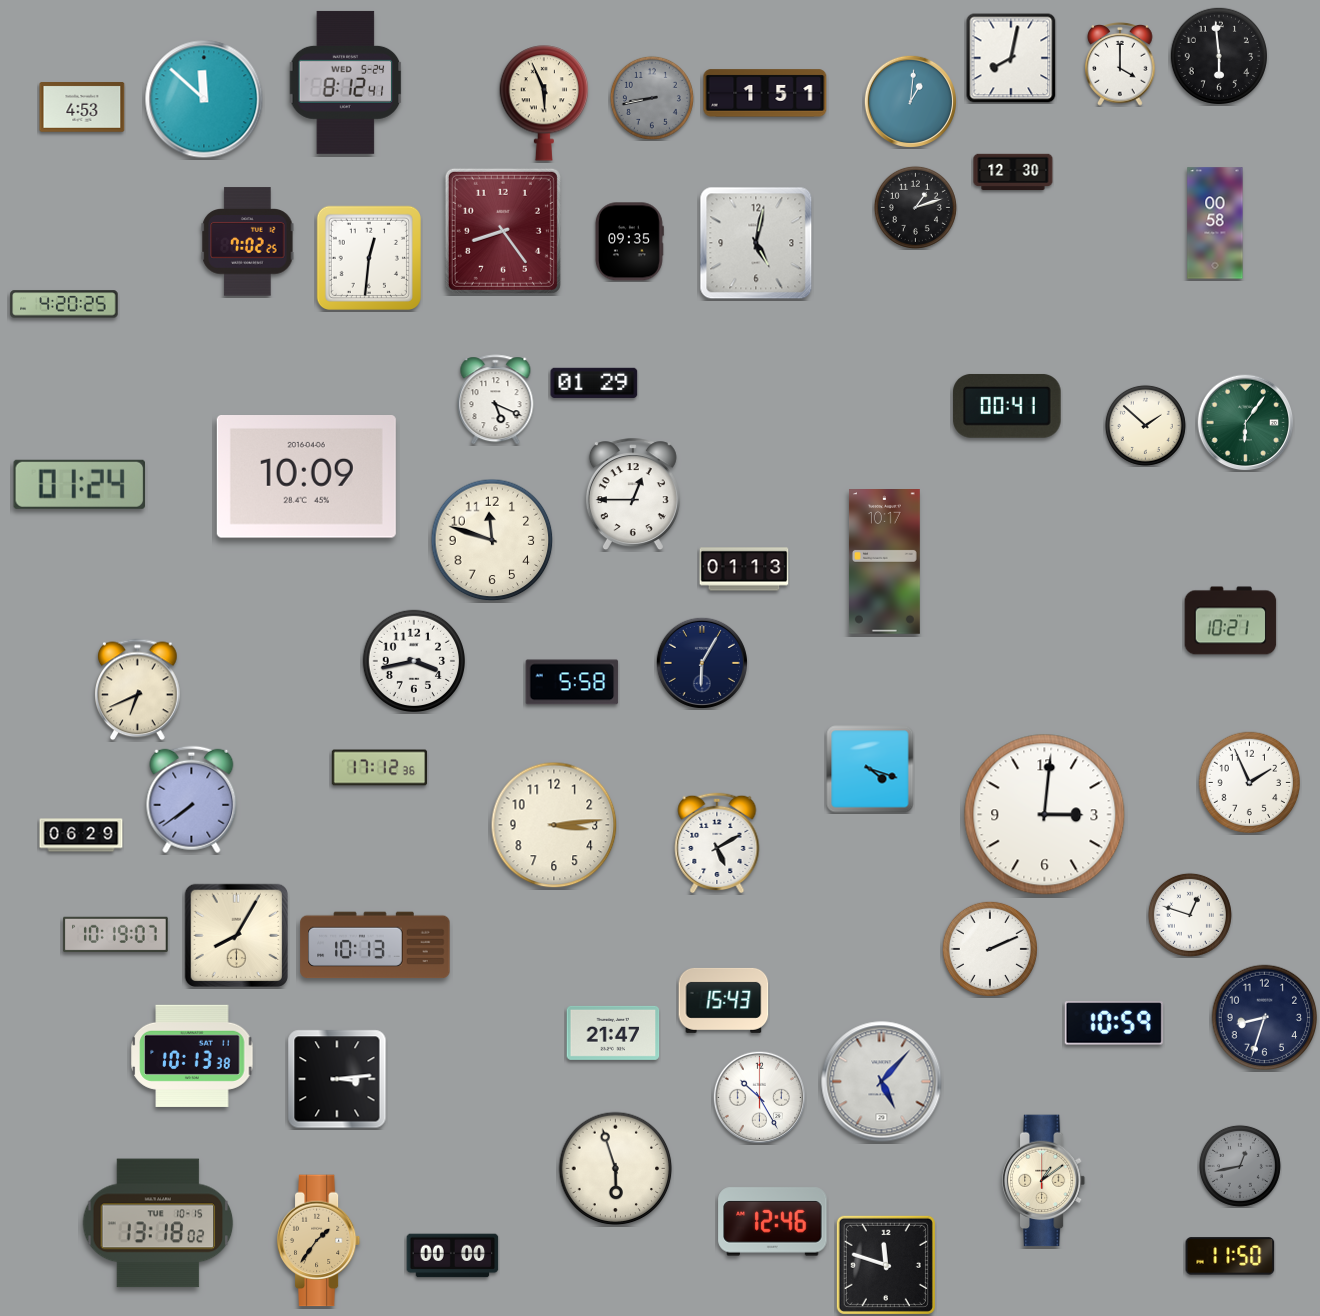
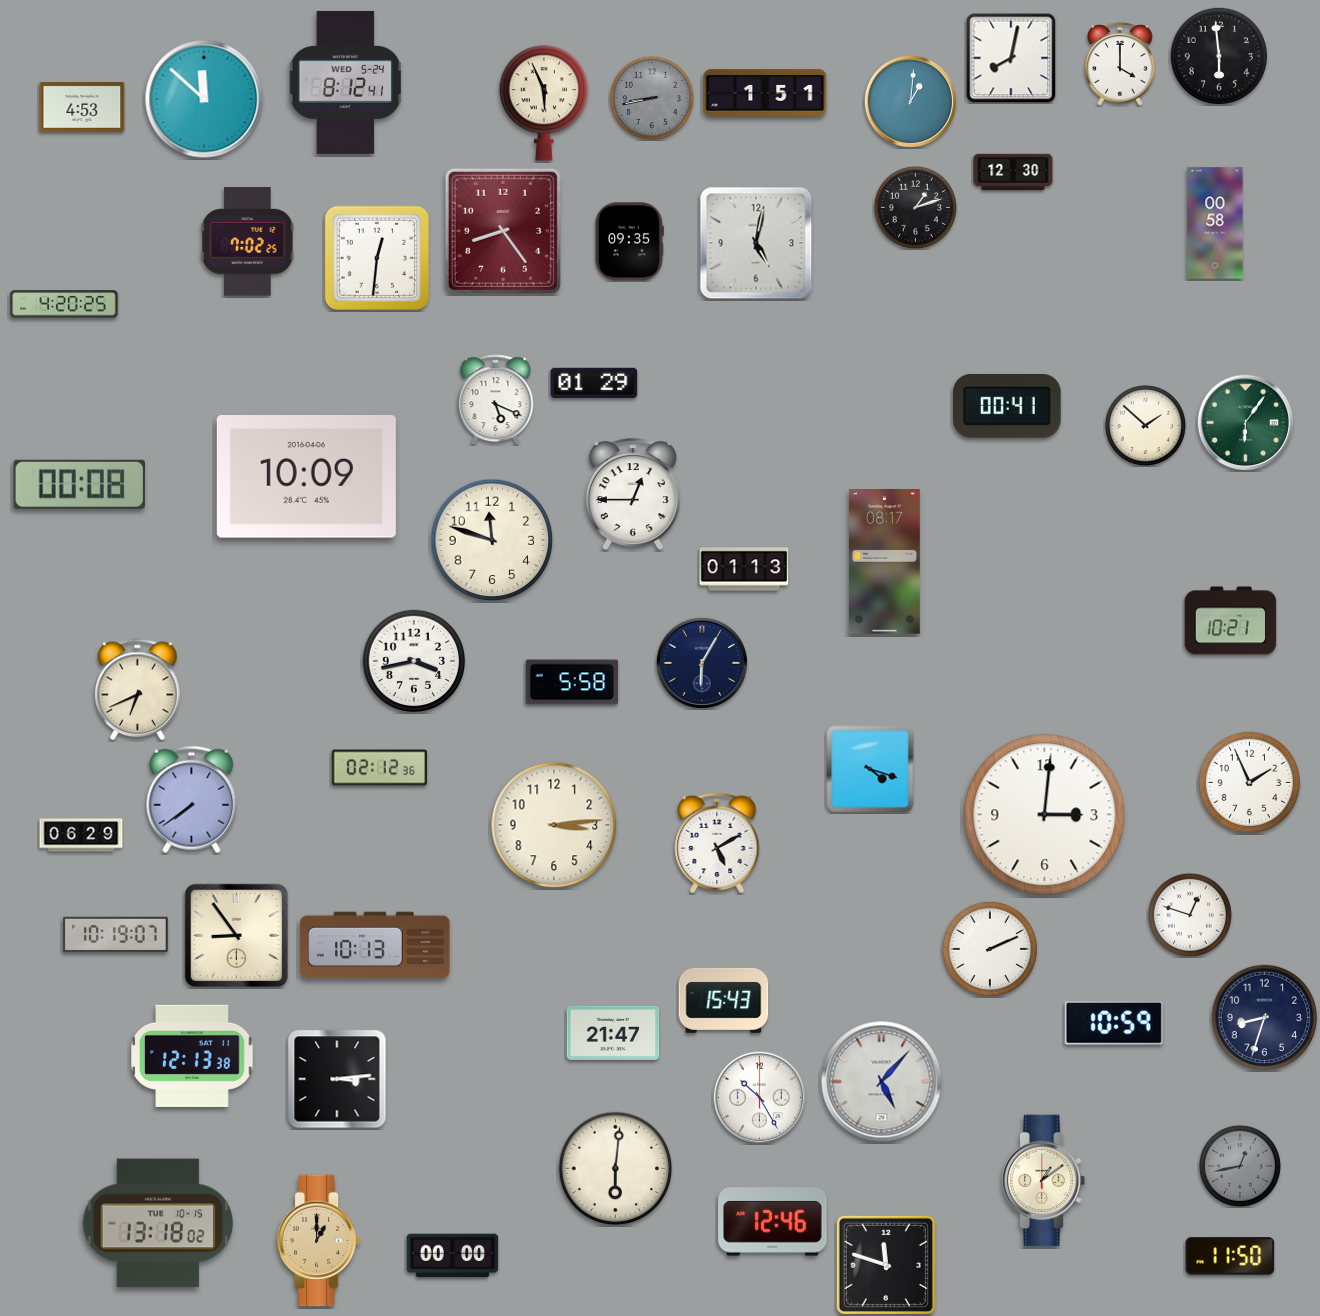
clock at (369, 258) position: (369, 258) -> (377, 258)
clock at (79, 484): 01:24 -> 00:08
clock at (884, 562): 10:17 -> 08:17
clock at (380, 768): 17:12 -> 02:12
clock at (236, 935): 8:05 -> 8:54
clock at (192, 1056): 10:13 -> 12:13
clock at (616, 1169): 5:57 -> 6:01
clock at (319, 1241): 1:36 -> 1:00
